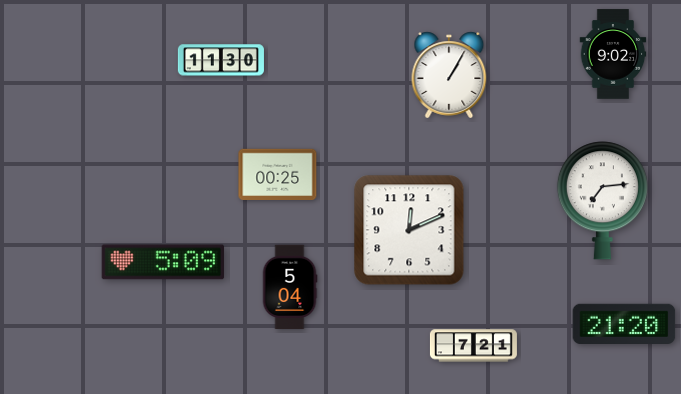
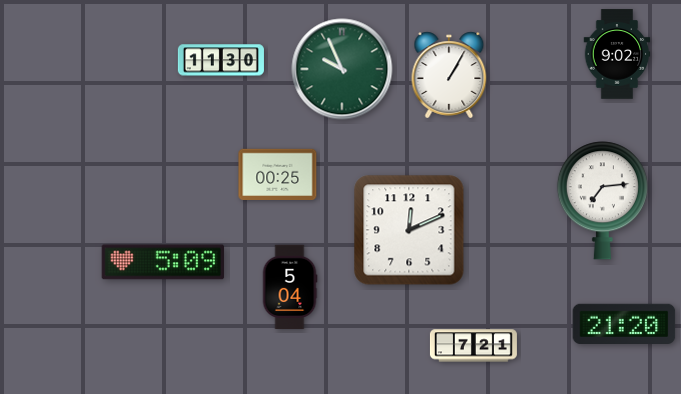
clock at (613, 54) position: (613, 54) -> (617, 54)
clock at (342, 69): none -> 9:56
